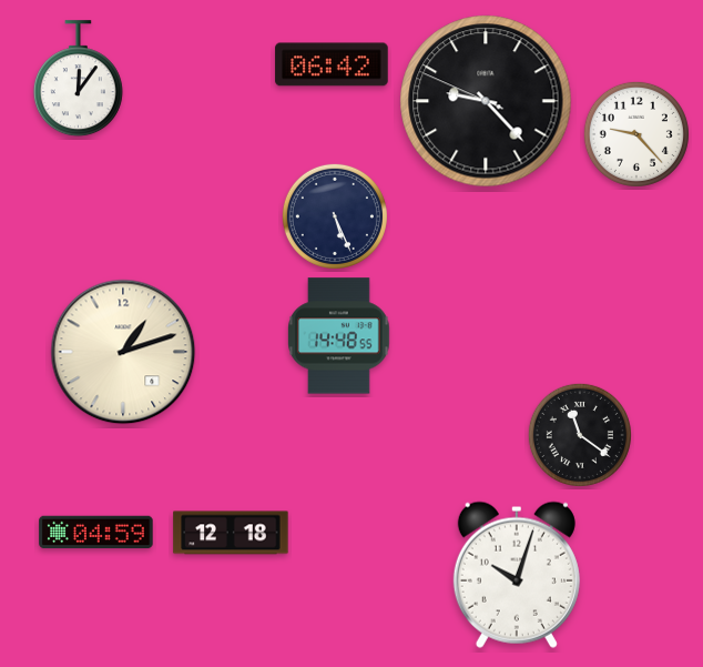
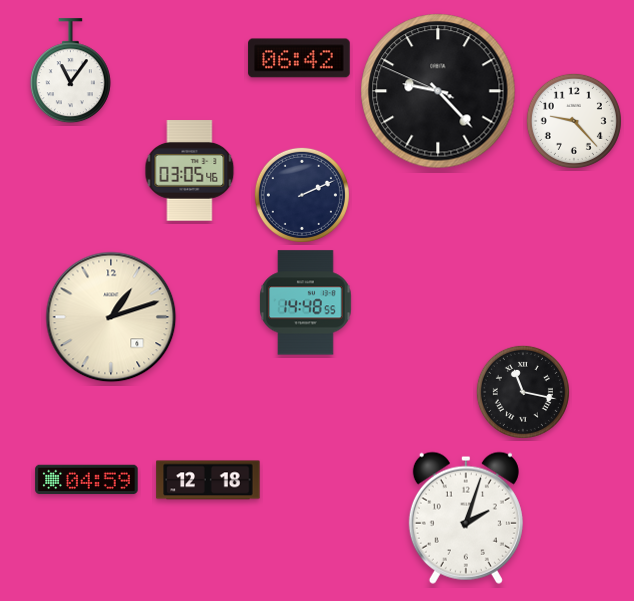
clock at (78, 79): 12:06 -> 11:06
clock at (190, 171): none -> 03:05
clock at (335, 216): 5:26 -> 2:11
clock at (580, 435): 11:21 -> 11:17
clock at (517, 575): 10:03 -> 2:03
